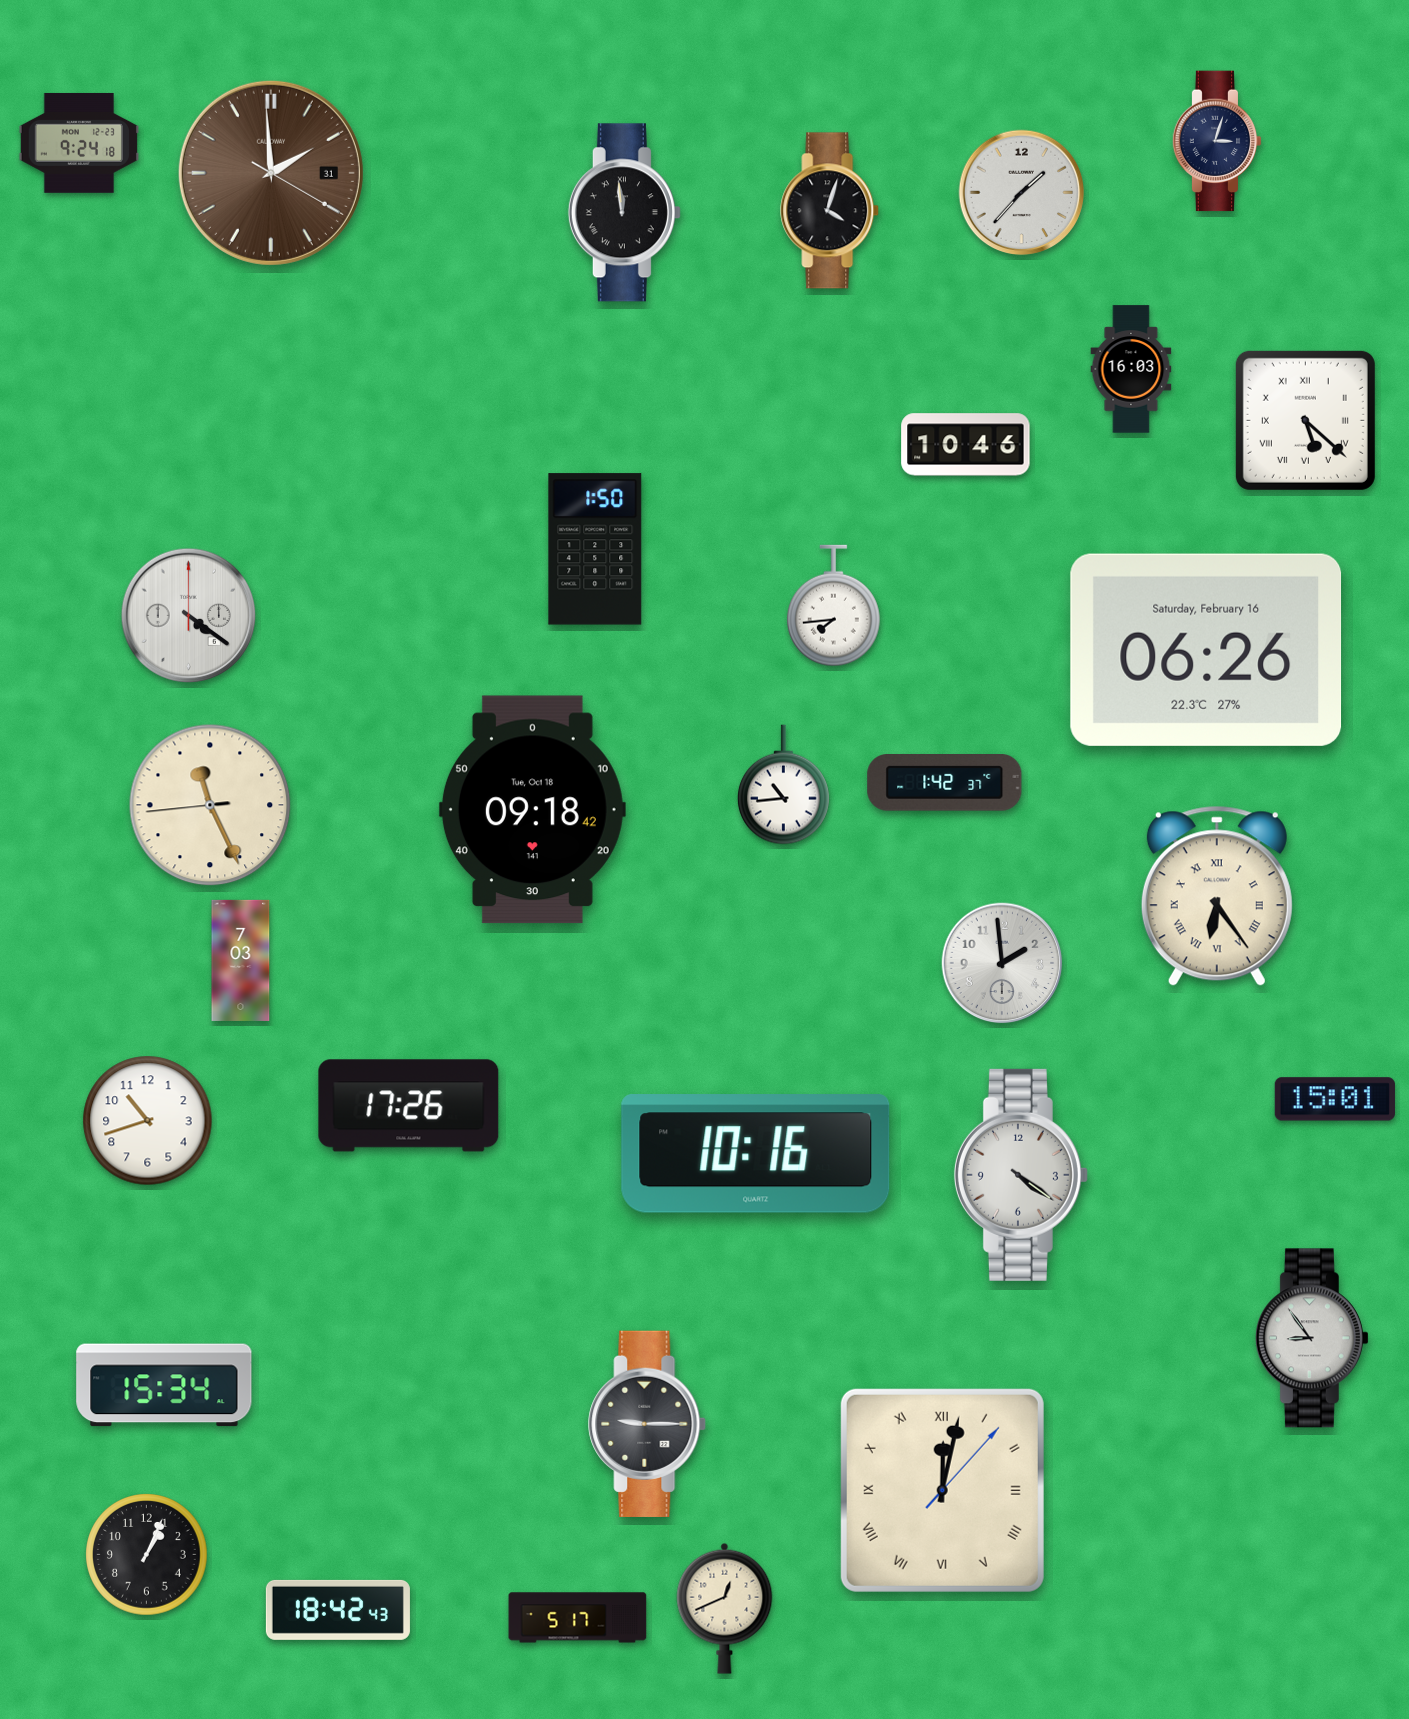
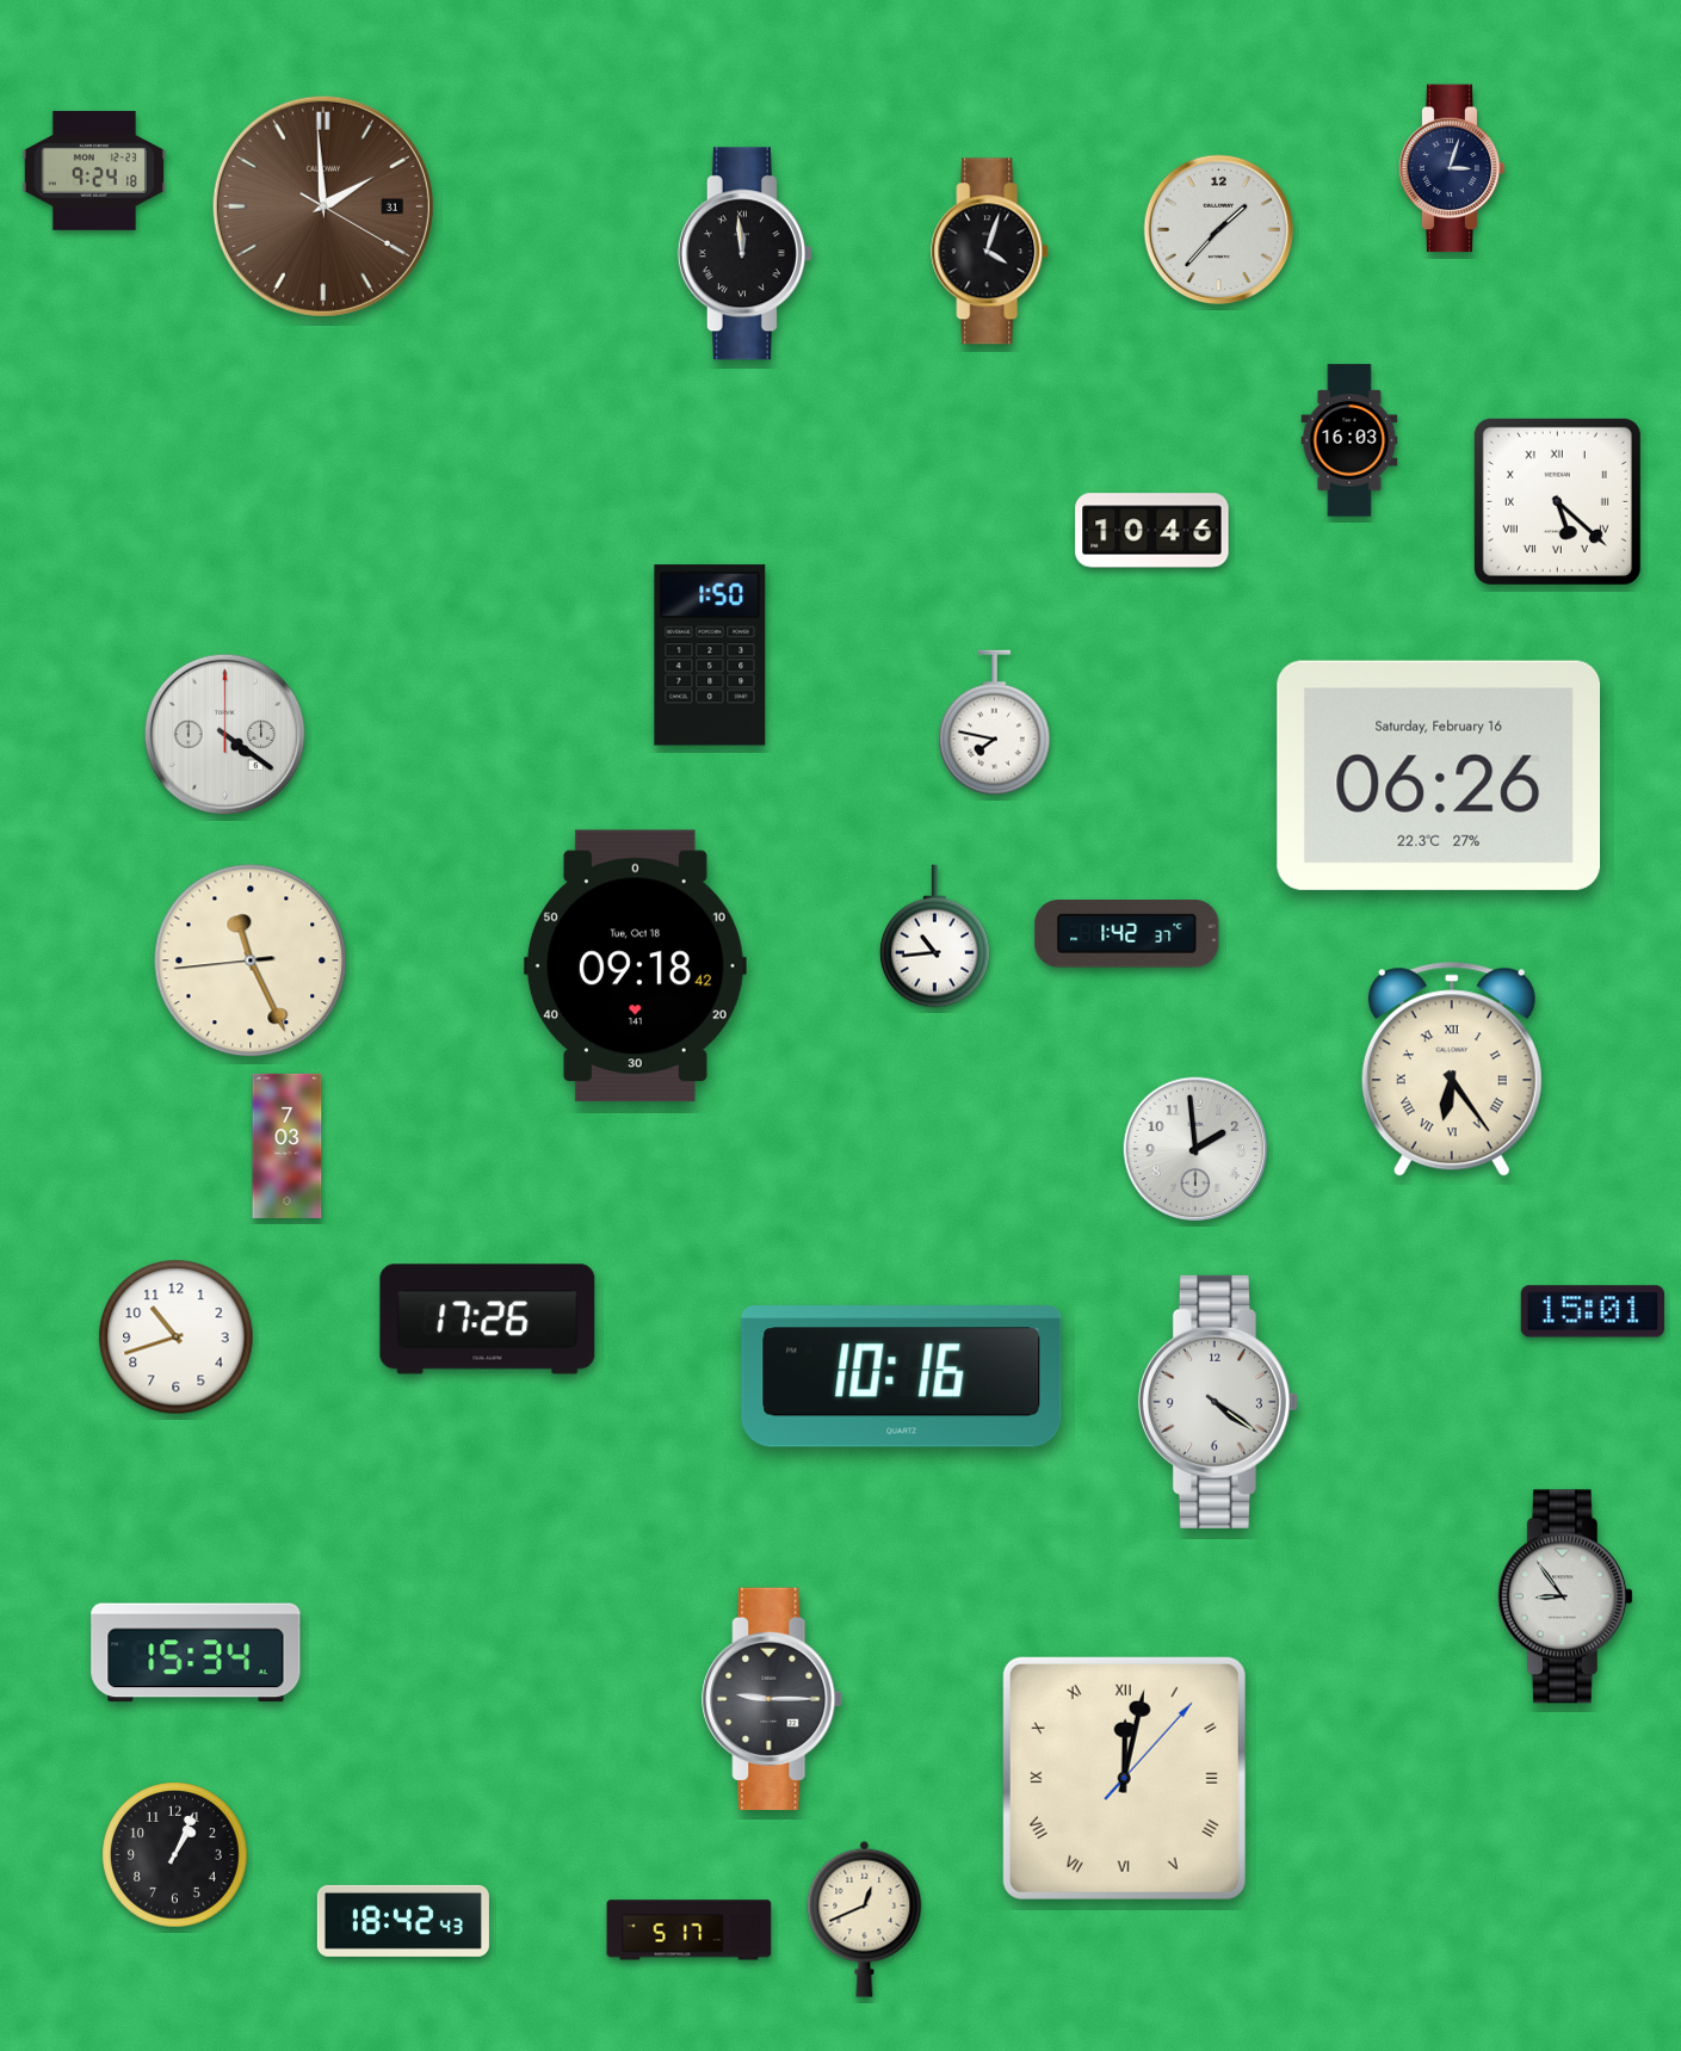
clock at (834, 606): 7:44 -> 7:47
